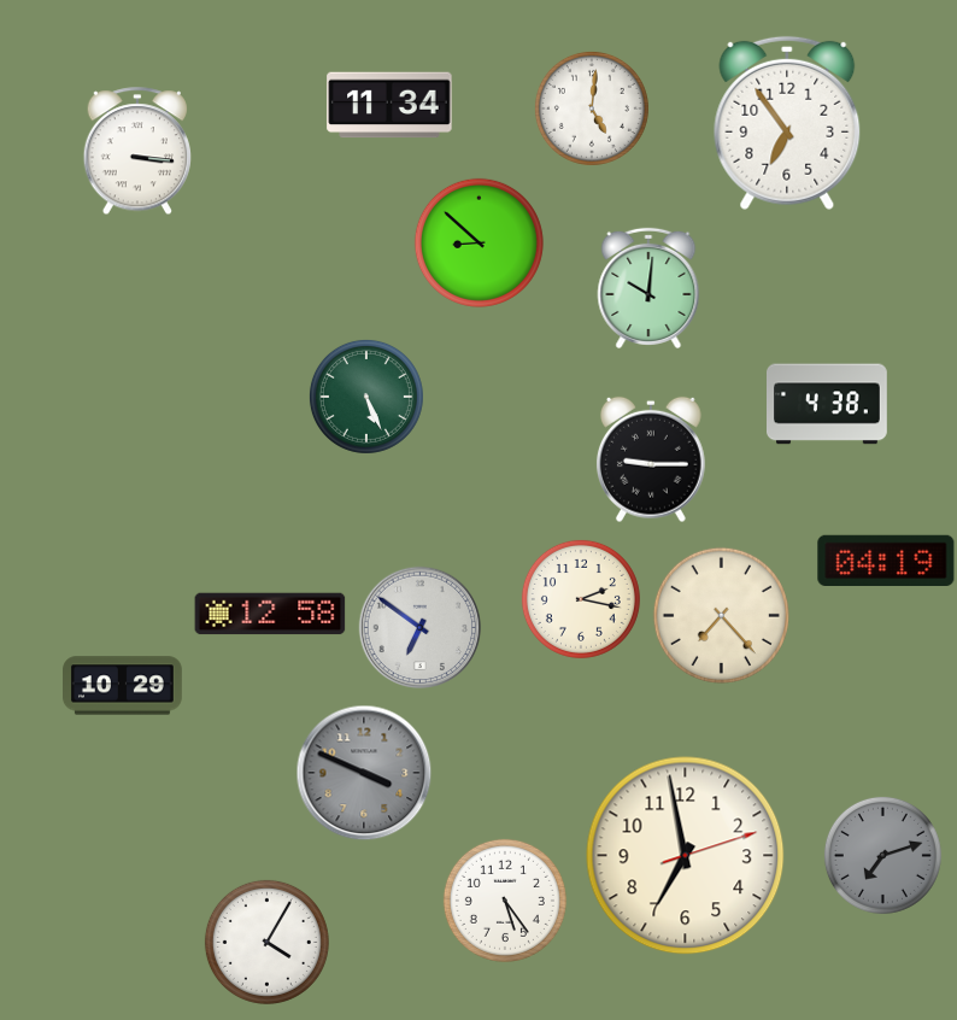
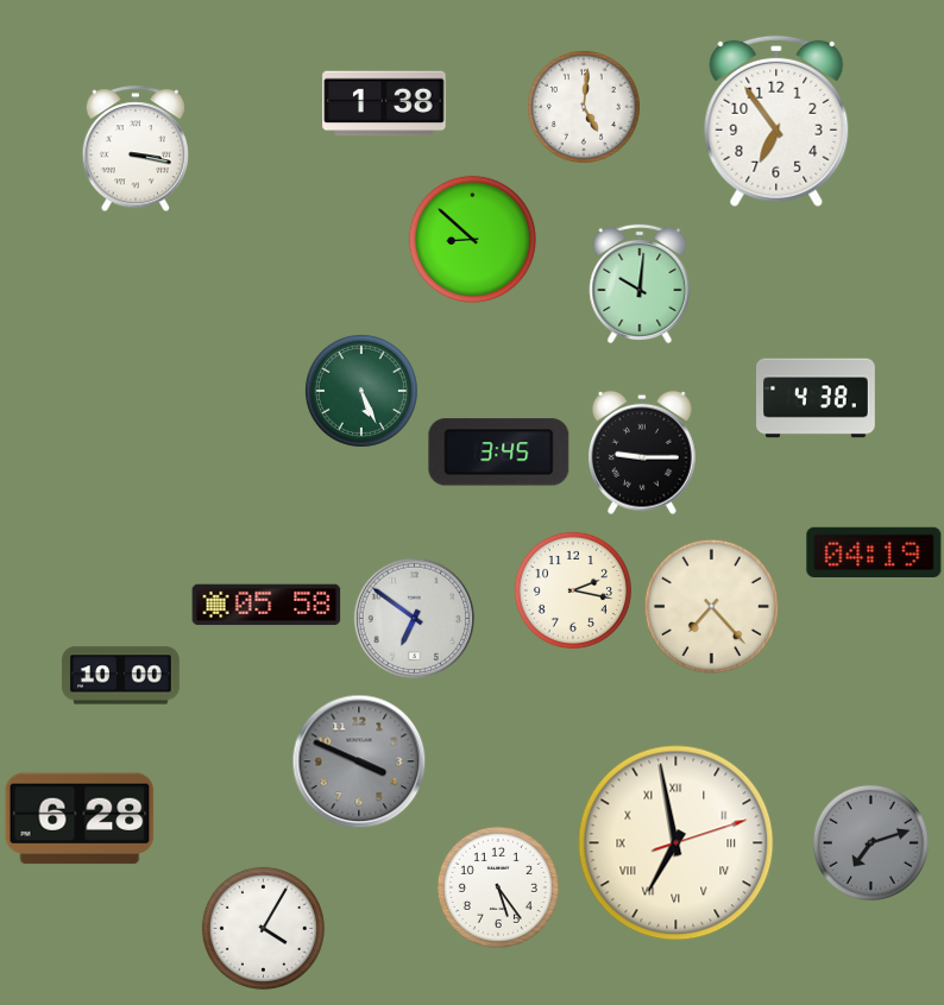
clock at (389, 105): 11:34 -> 1:38
clock at (136, 152): 3:16 -> 3:17
clock at (499, 453): none -> 3:45
clock at (270, 614): 12:58 -> 05:58
clock at (123, 686): 10:29 -> 10:00
clock at (80, 818): none -> 6:28
clock at (686, 856) numerals: Arabic -> Roman
